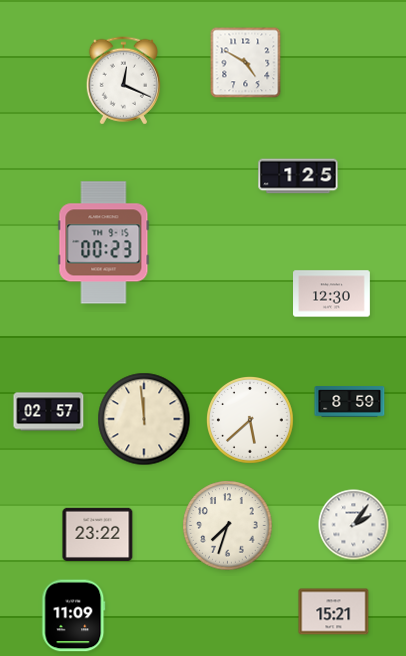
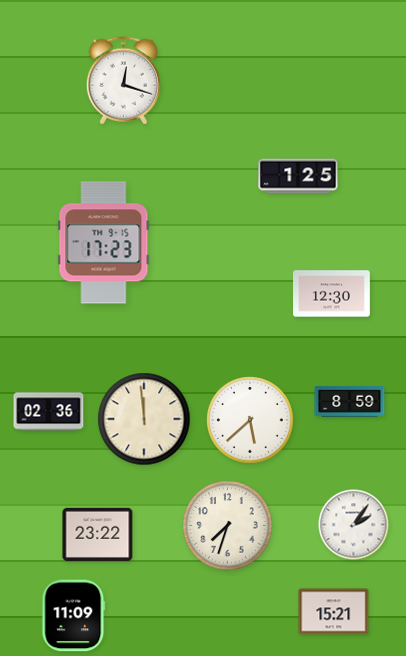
clock at (246, 63): 4:50 -> none
clock at (123, 81): 12:19 -> 12:18
clock at (104, 243): 00:23 -> 17:23
clock at (49, 412): 02:57 -> 02:36
